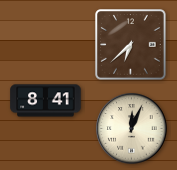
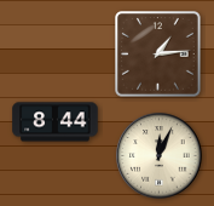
clock at (131, 45): 6:38 -> 1:14
clock at (46, 101): 8:41 -> 8:44
